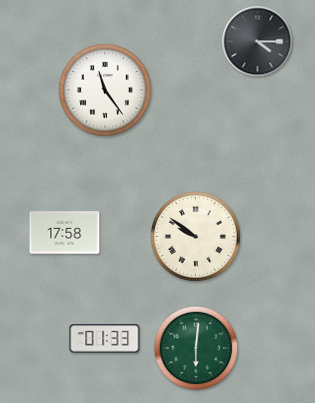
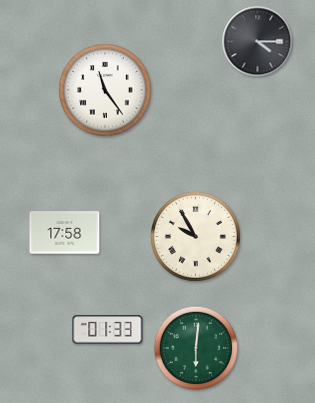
clock at (196, 237): 9:51 -> 9:55
clock at (105, 339) position: (105, 339) -> (108, 330)
